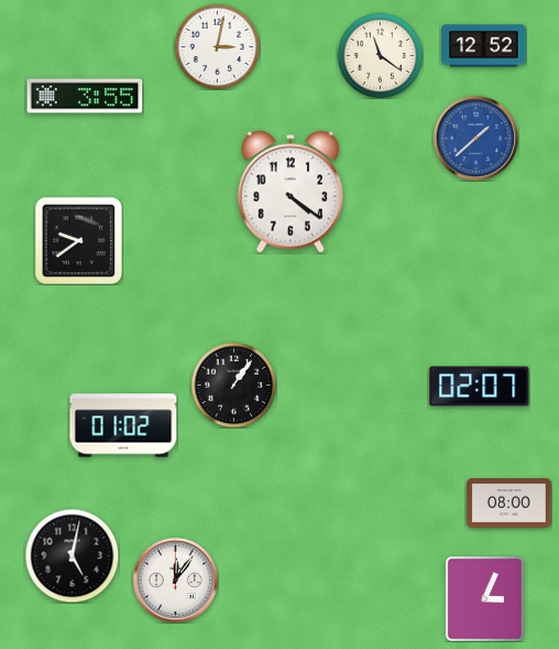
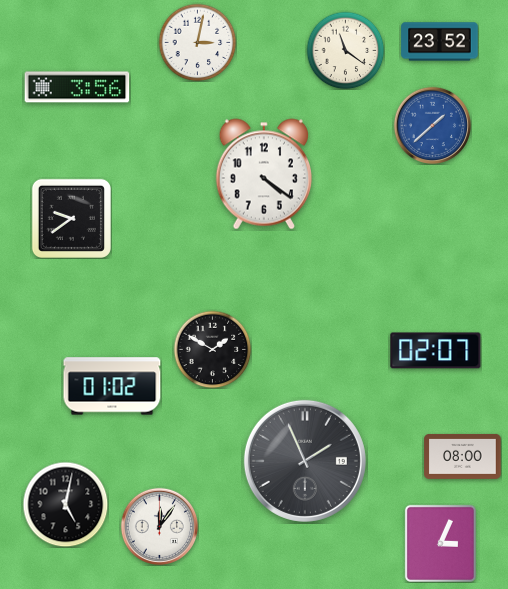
clock at (484, 46): 12:52 -> 23:52
clock at (85, 96): 3:55 -> 3:56
clock at (233, 385): 1:06 -> 1:50
clock at (305, 461): none -> 1:56
